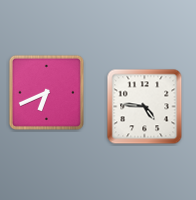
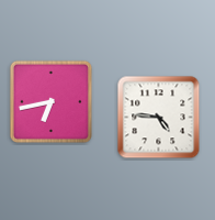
clock at (46, 92): 6:41 -> 6:43
